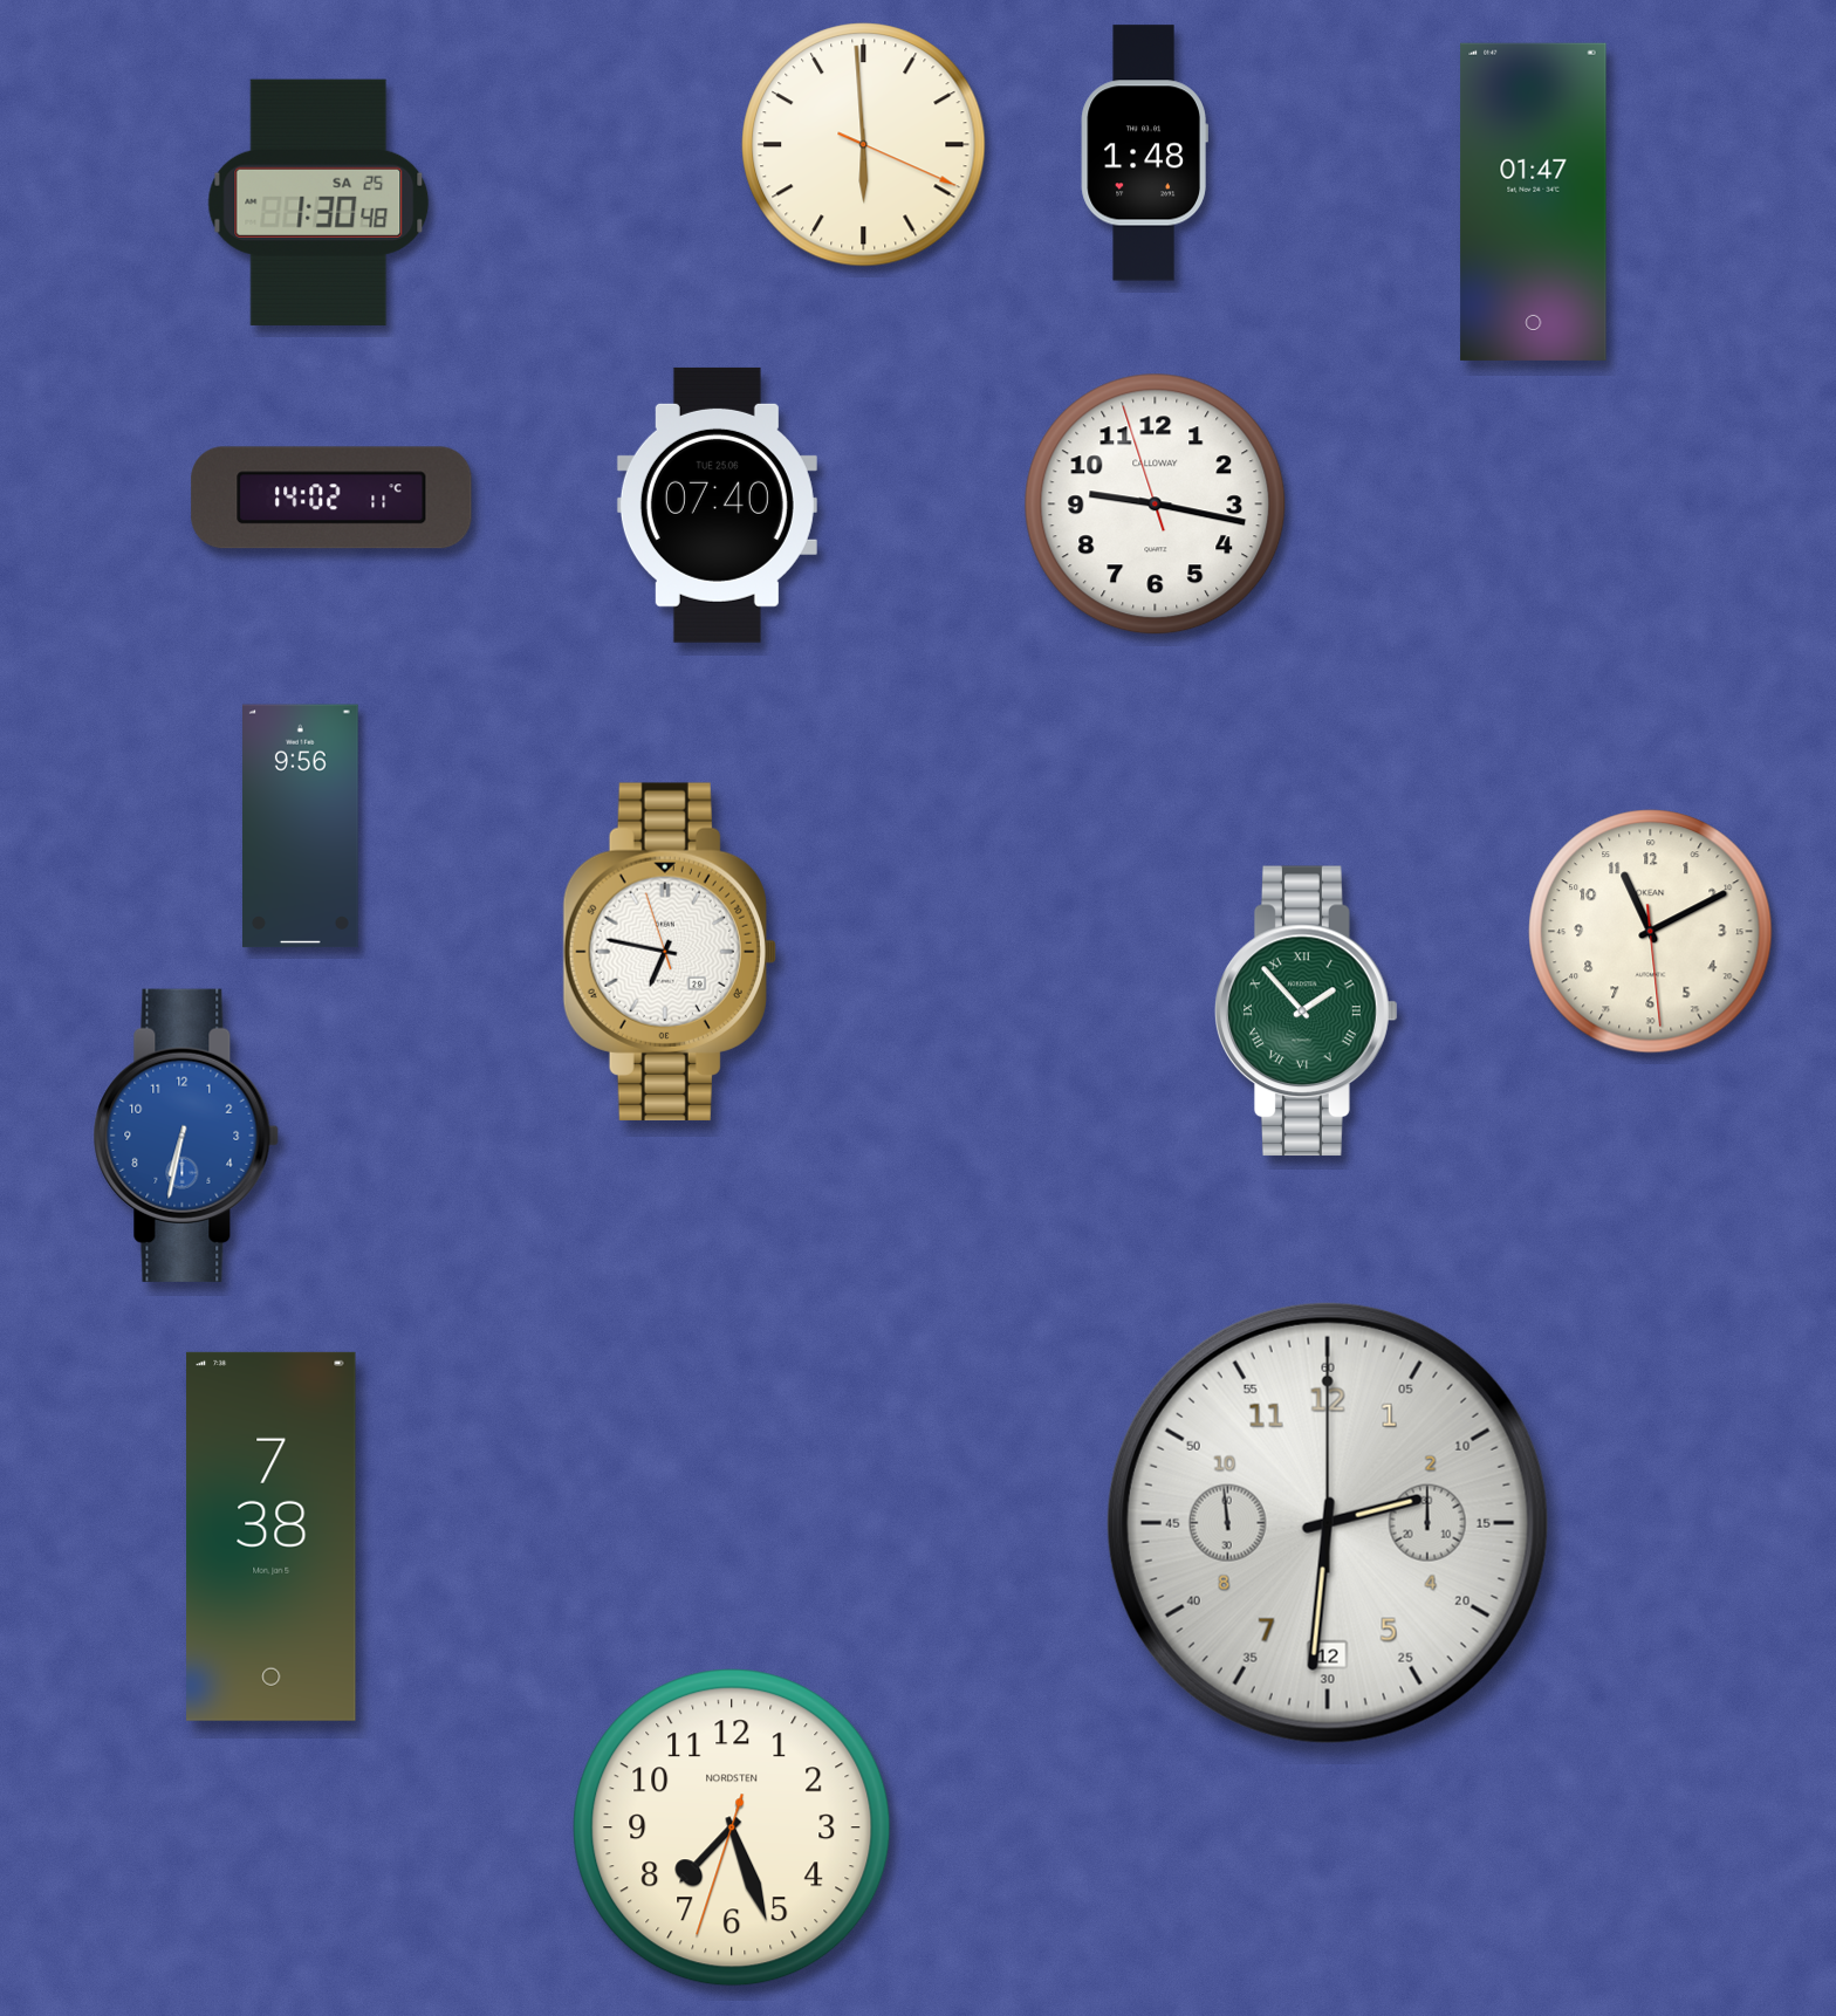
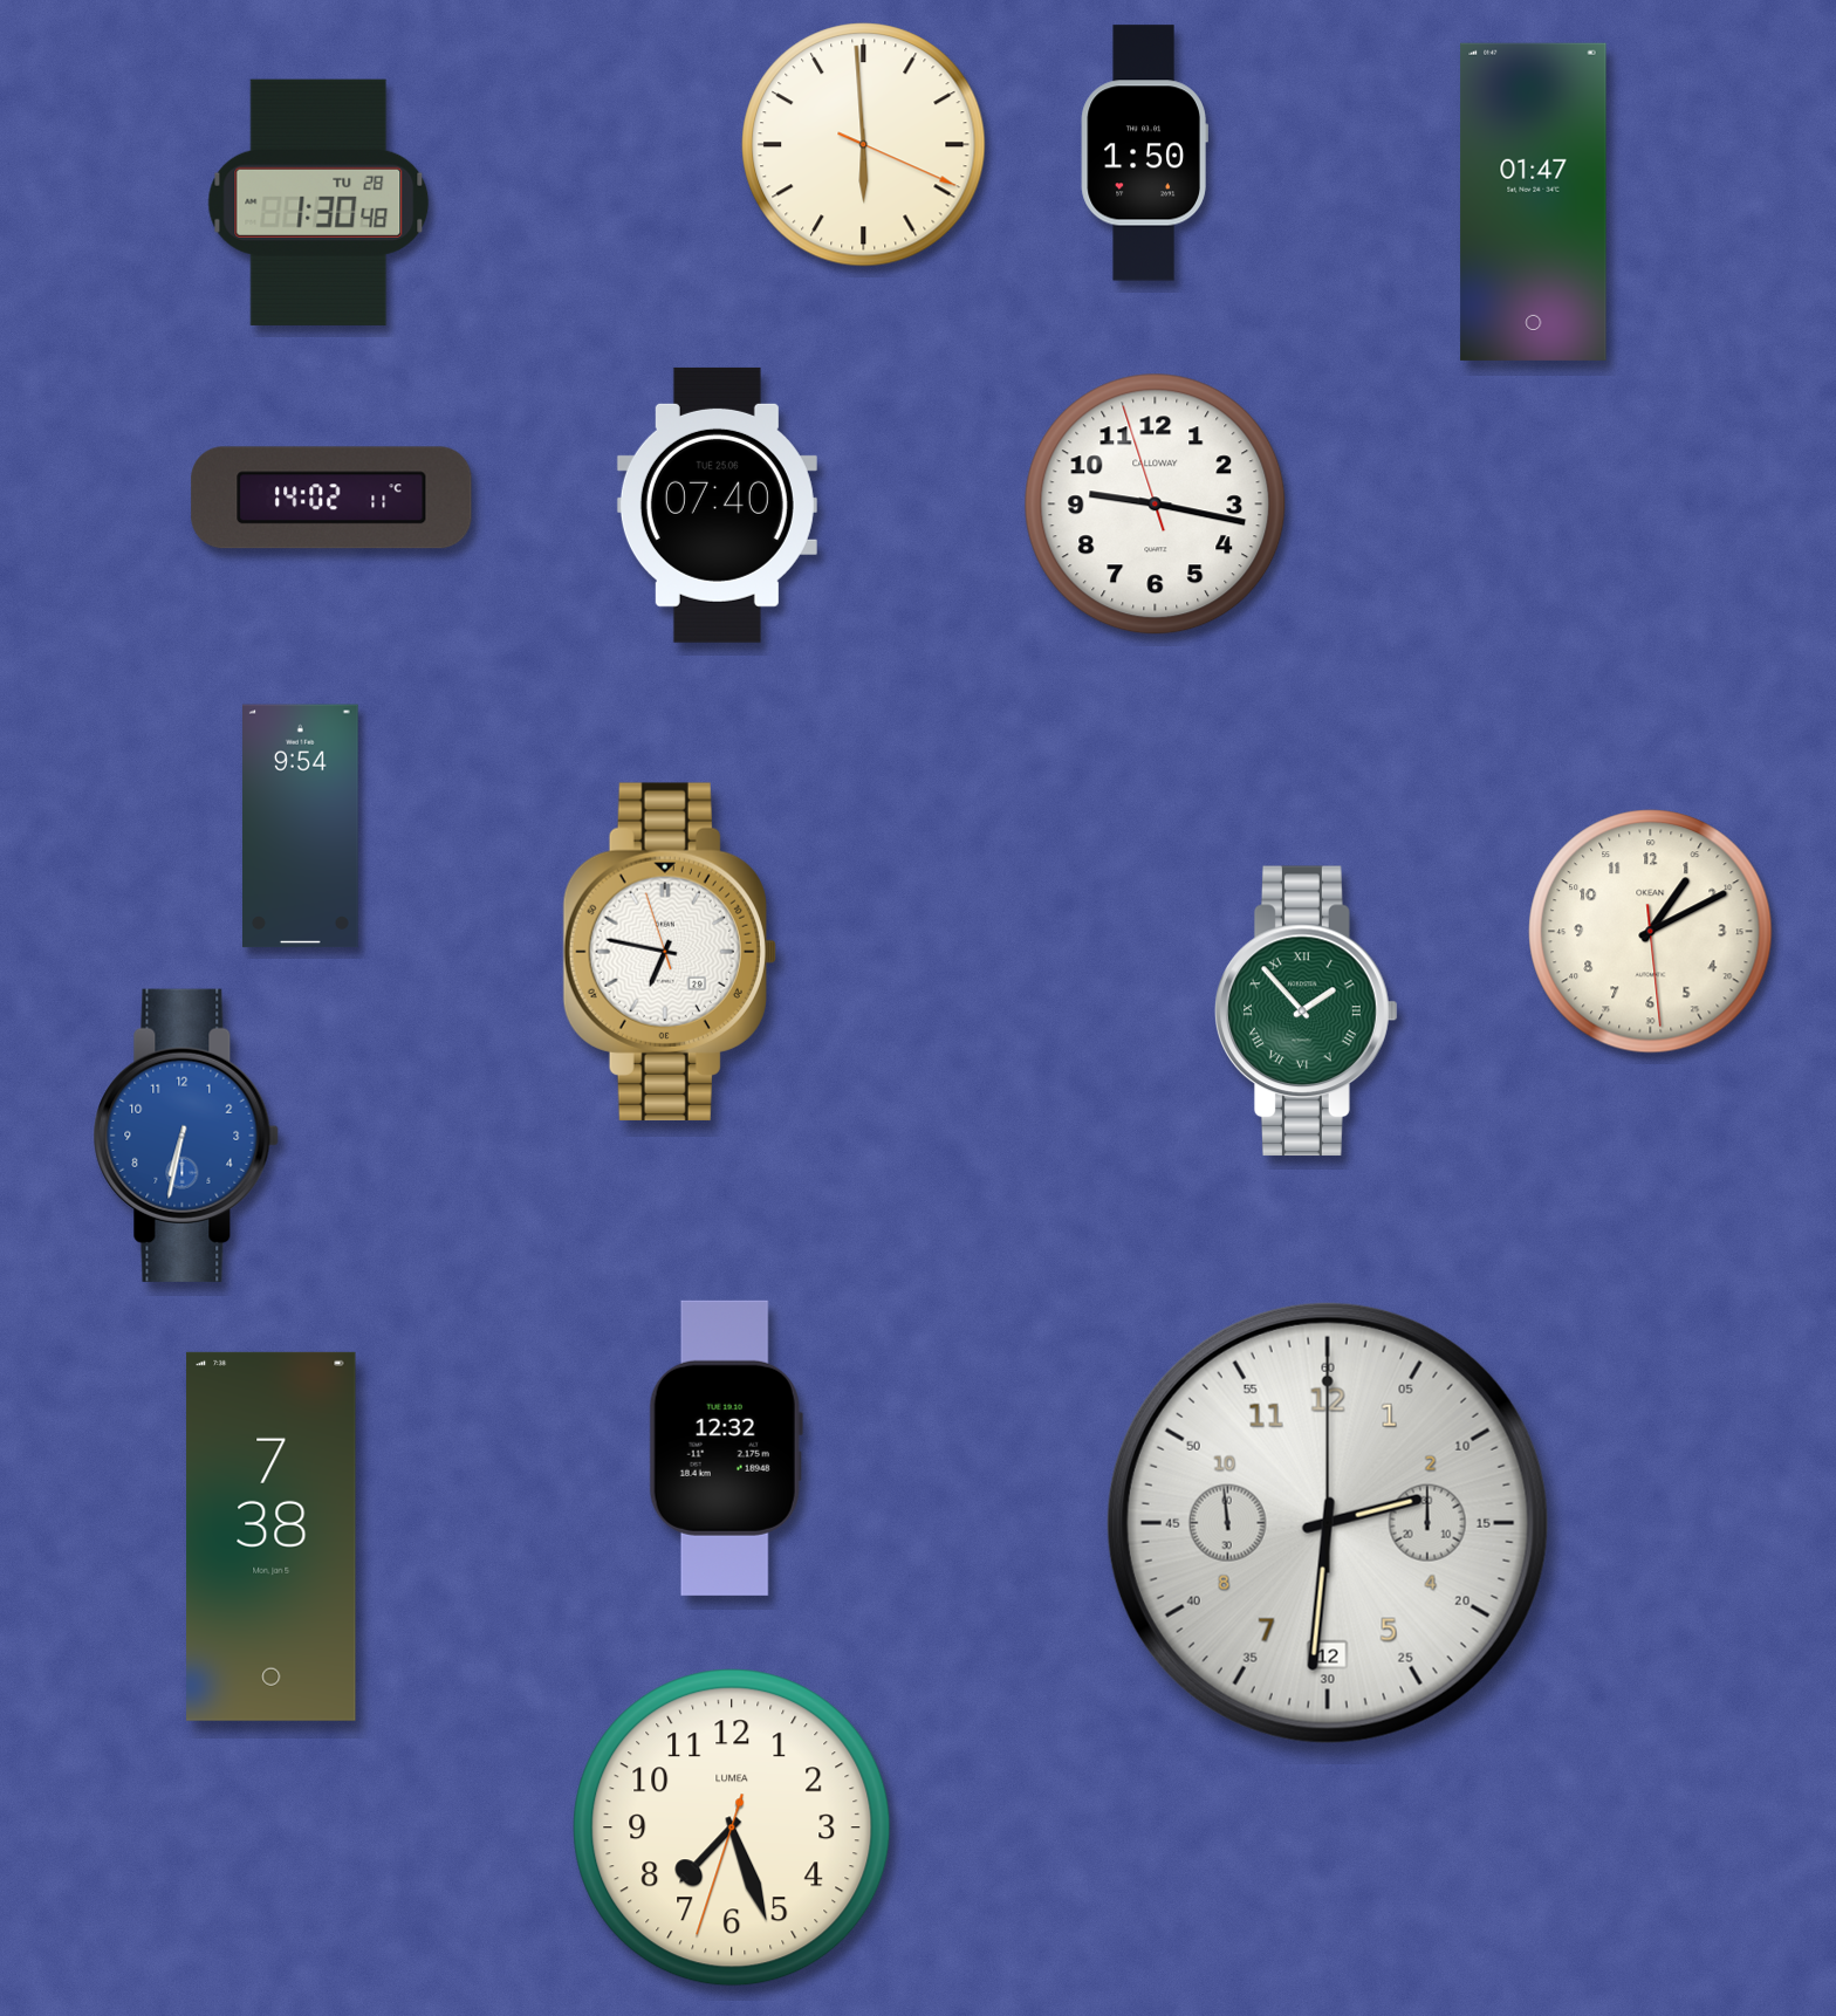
clock at (1144, 153): 1:48 -> 1:50
clock at (318, 203) date: SA 25 -> TU 28
clock at (301, 827): 9:56 -> 9:54
clock at (1651, 932): 11:10 -> 1:10
clock at (726, 1448): none -> 12:32
clock at (732, 1828) brand: NORDSTEN -> LUMEA
